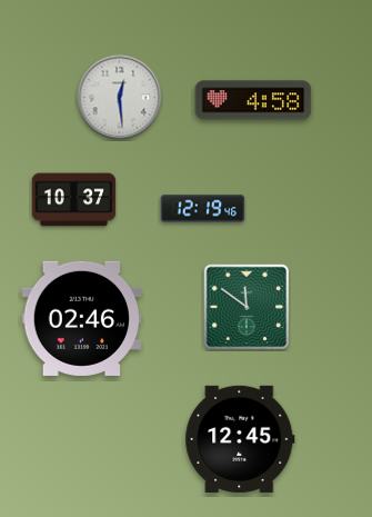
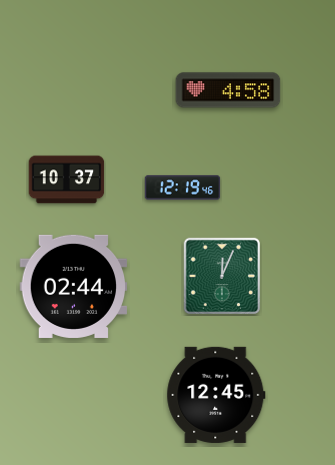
clock at (120, 98): 12:29 -> none
clock at (247, 307): 11:51 -> 12:04
clock at (82, 318): 02:46 -> 02:44
